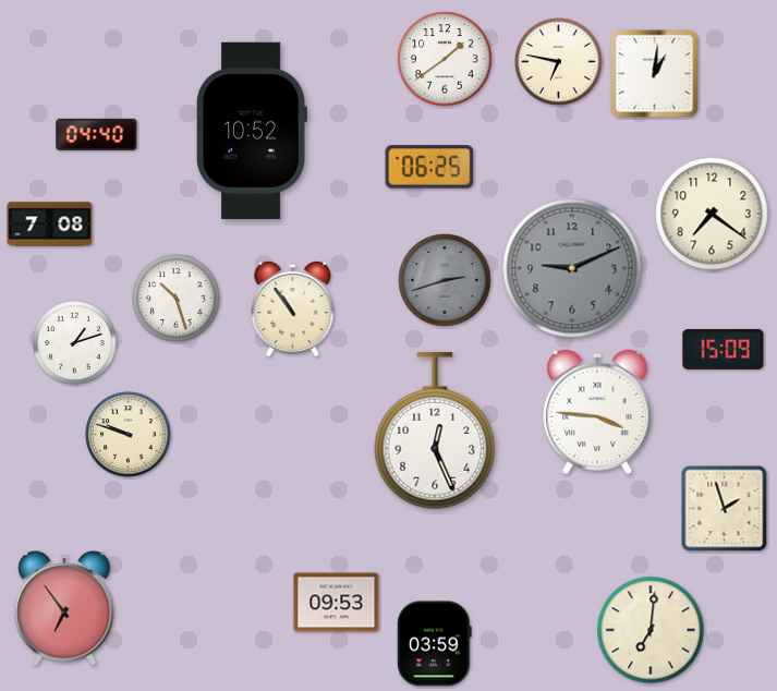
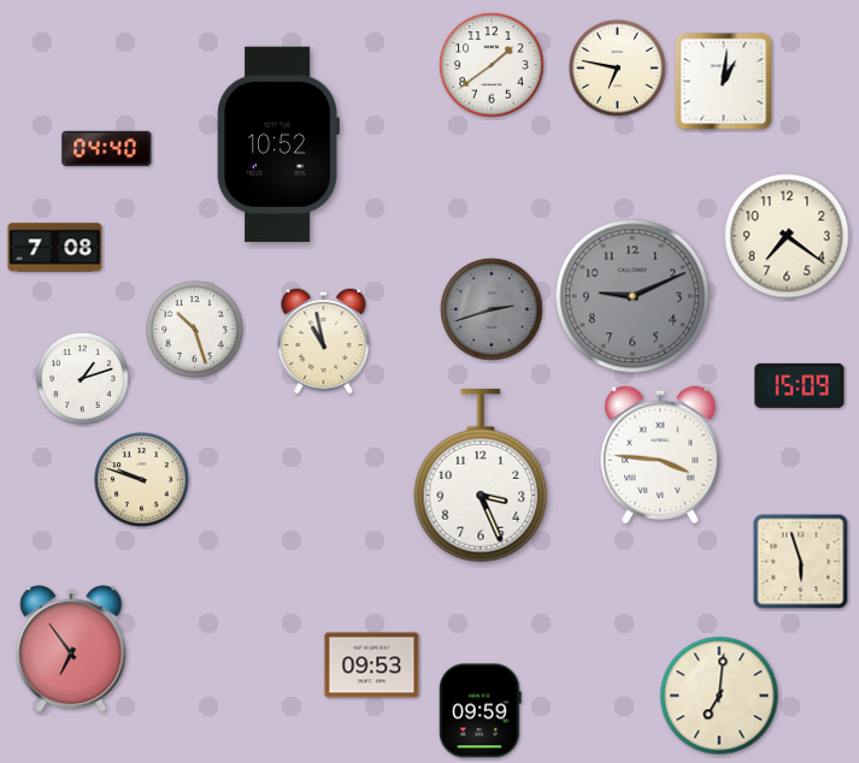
clock at (429, 167): 06:25 -> none
clock at (293, 308): 10:54 -> 10:58
clock at (435, 432): 12:26 -> 3:26
clock at (725, 509): 1:57 -> 5:57
clock at (64, 608) position: (64, 608) -> (71, 649)
clock at (435, 644): 03:59 -> 09:59
